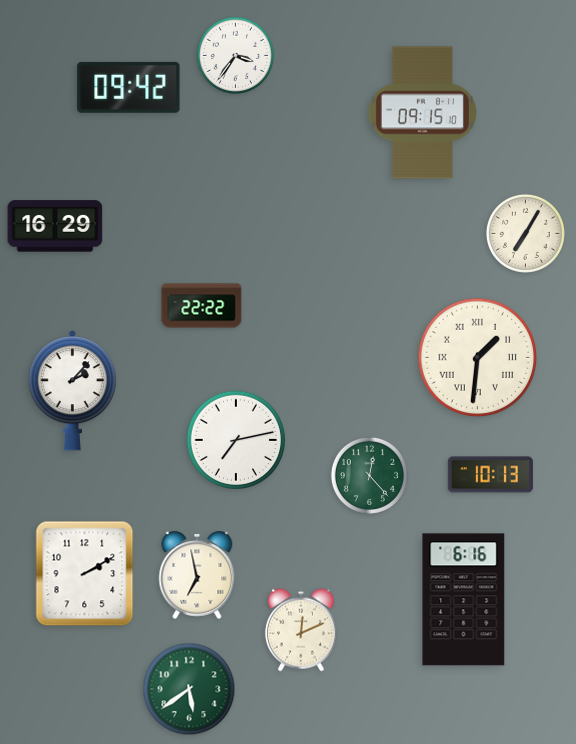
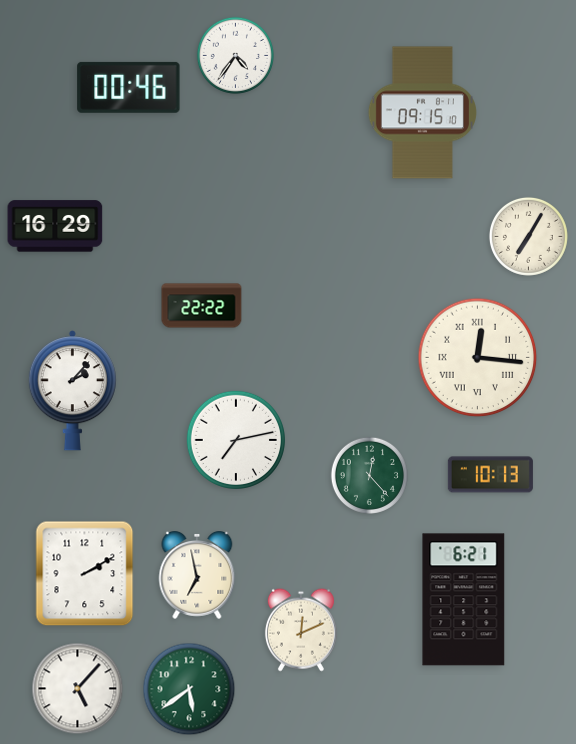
clock at (235, 55): 3:36 -> 4:36
clock at (129, 87): 09:42 -> 00:46
clock at (525, 233) position: (525, 233) -> (528, 236)
clock at (478, 358): 1:31 -> 12:16
clock at (464, 600): 6:16 -> 6:21
clock at (78, 689): none -> 5:07
